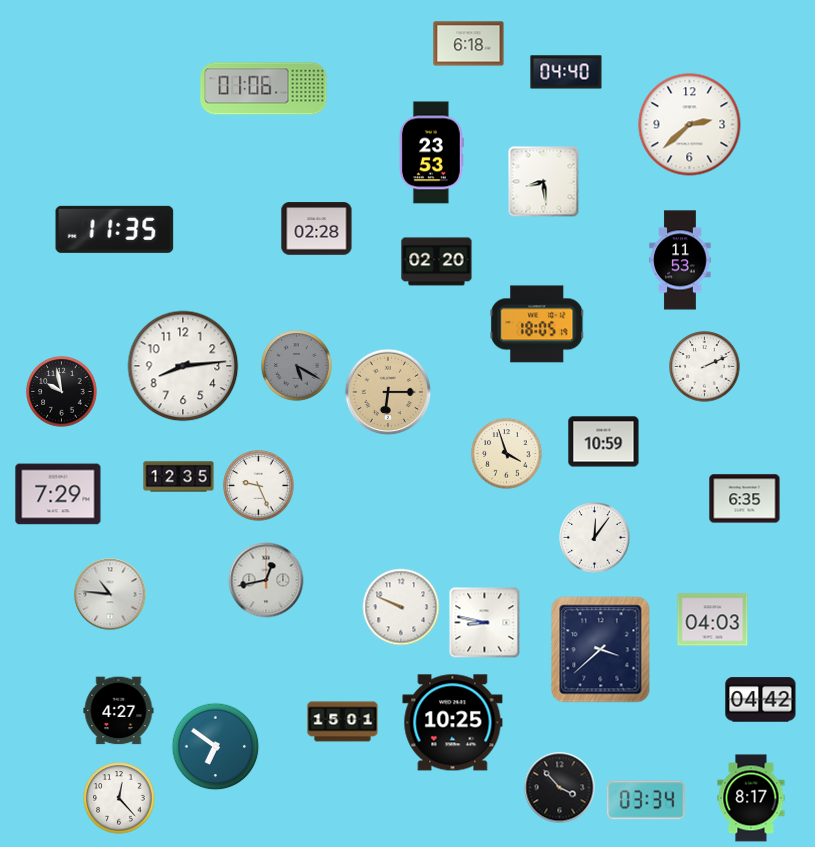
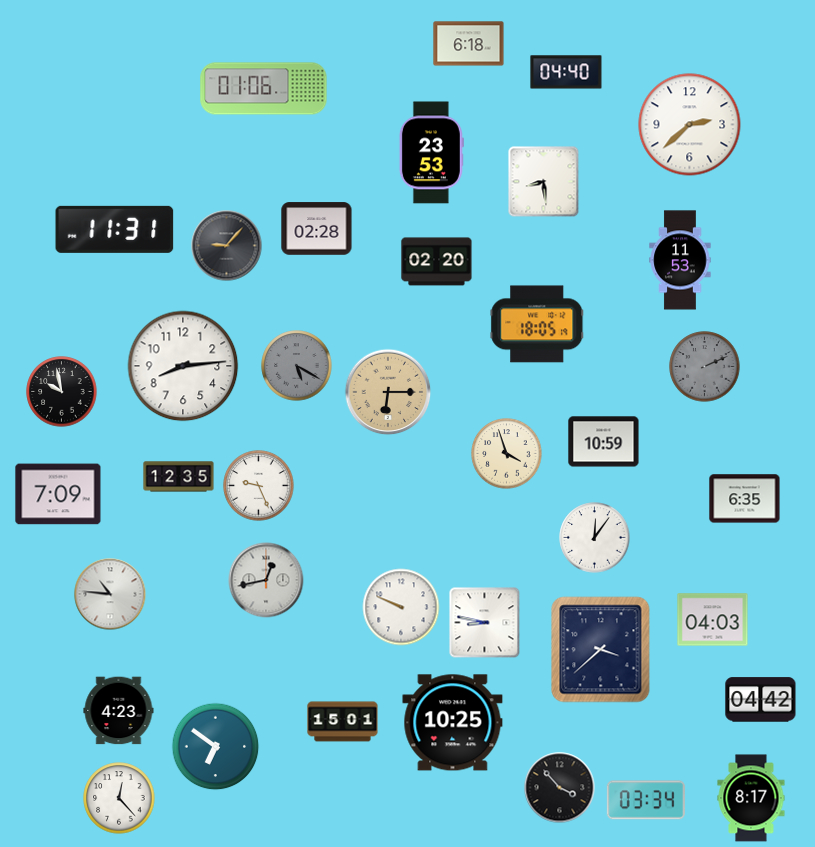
clock at (115, 229): 11:35 -> 11:31
clock at (227, 246): none -> 9:07
clock at (705, 367) dial: white -> grey
clock at (58, 494): 7:29 -> 7:09
clock at (119, 711): 4:27 -> 4:23
